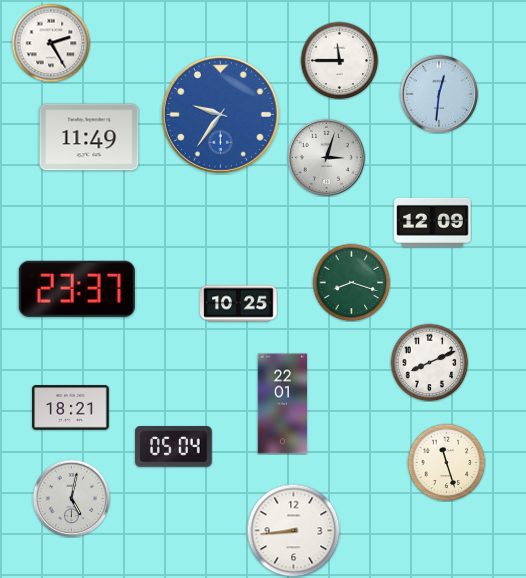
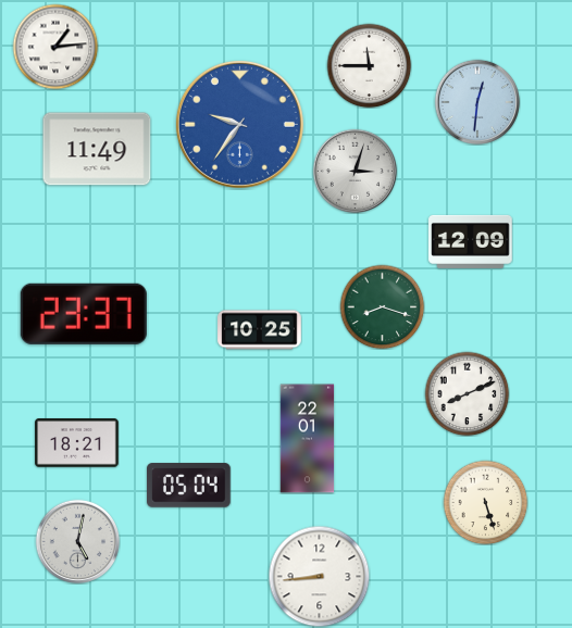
clock at (51, 43): 2:25 -> 1:14
clock at (446, 462): 11:27 -> 5:27
